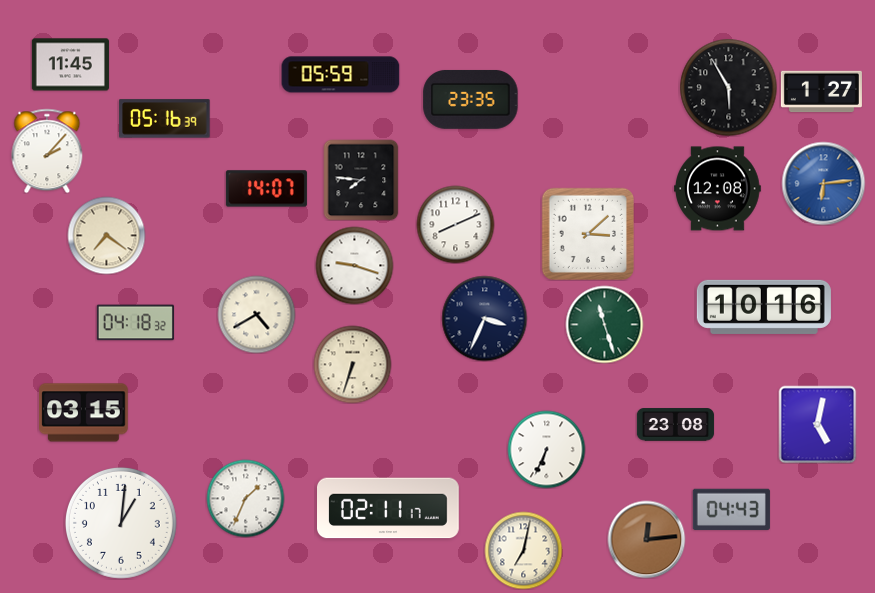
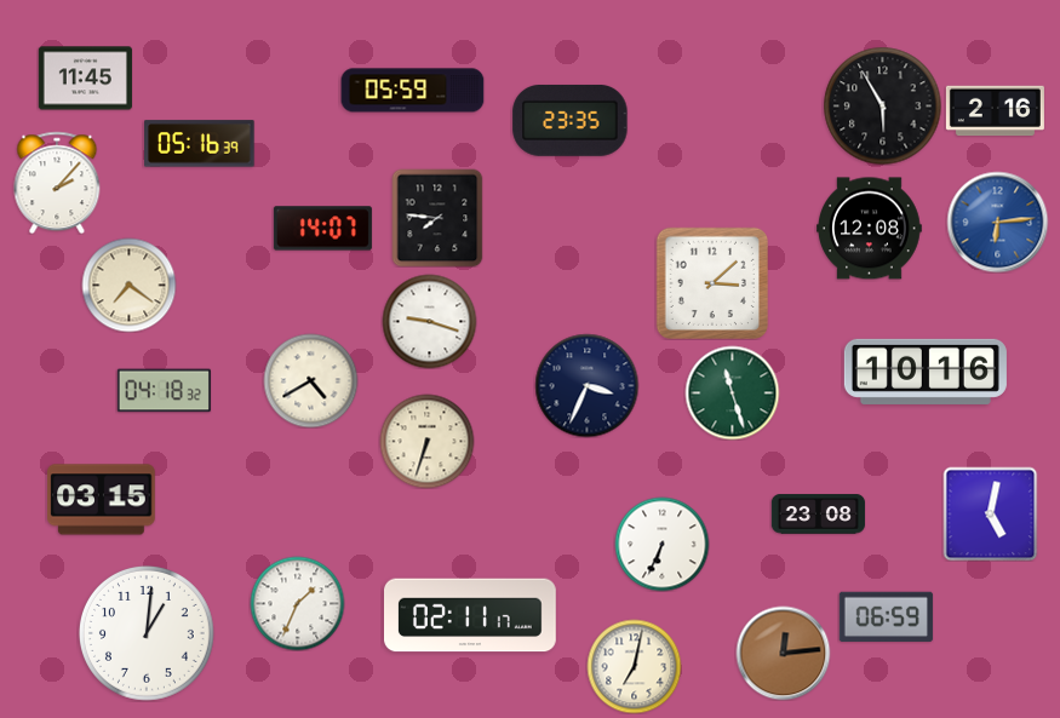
clock at (821, 92): 1:27 -> 2:16
clock at (455, 224): 8:11 -> none
clock at (731, 509): 04:43 -> 06:59
